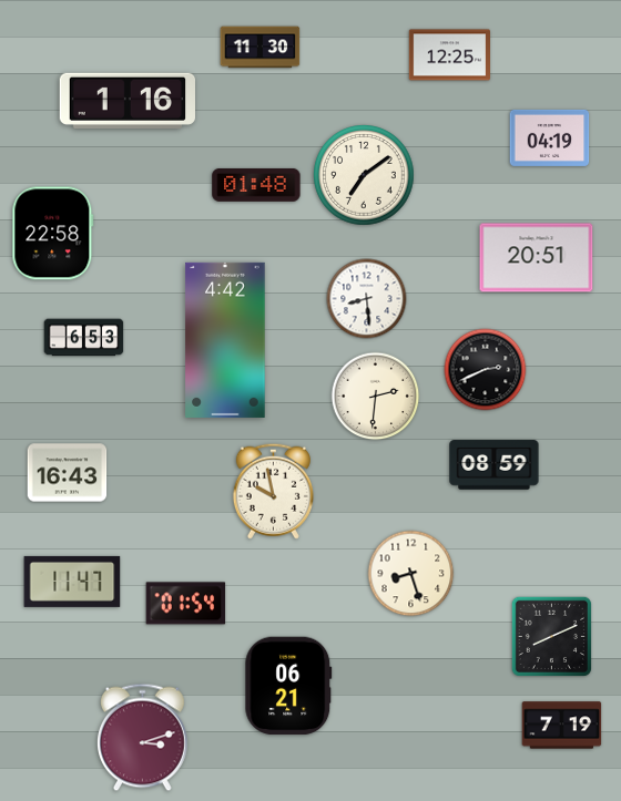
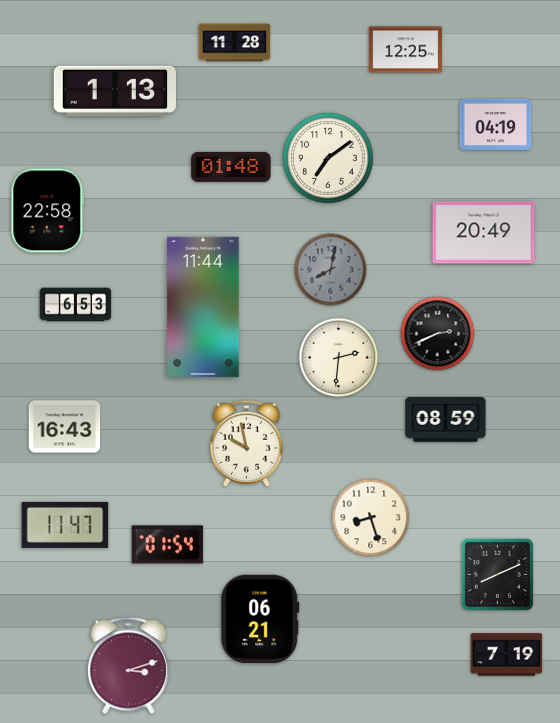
clock at (261, 48): 11:30 -> 11:28
clock at (126, 101): 1:16 -> 1:13
clock at (537, 258): 20:51 -> 20:49
clock at (367, 299): 8:29 -> 8:02
clock at (367, 299) dial: white -> grey
clock at (225, 340): 4:42 -> 11:44
clock at (68, 473) position: (68, 473) -> (65, 427)
